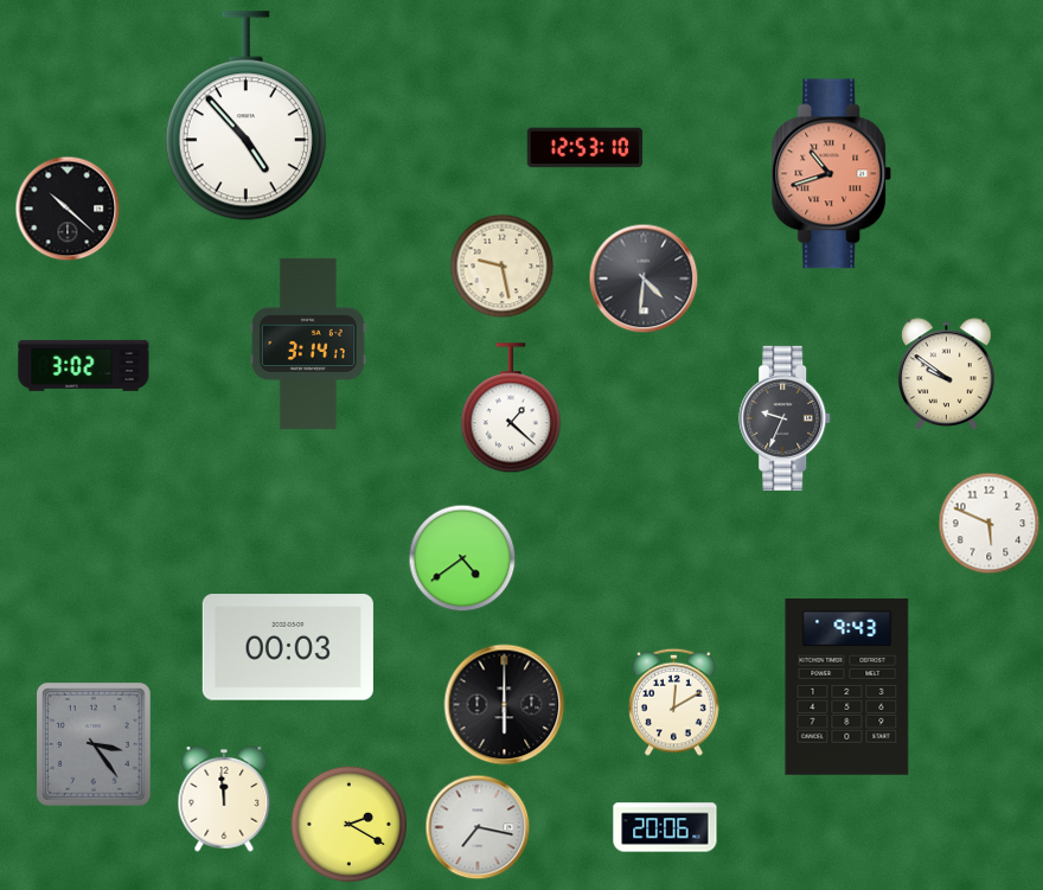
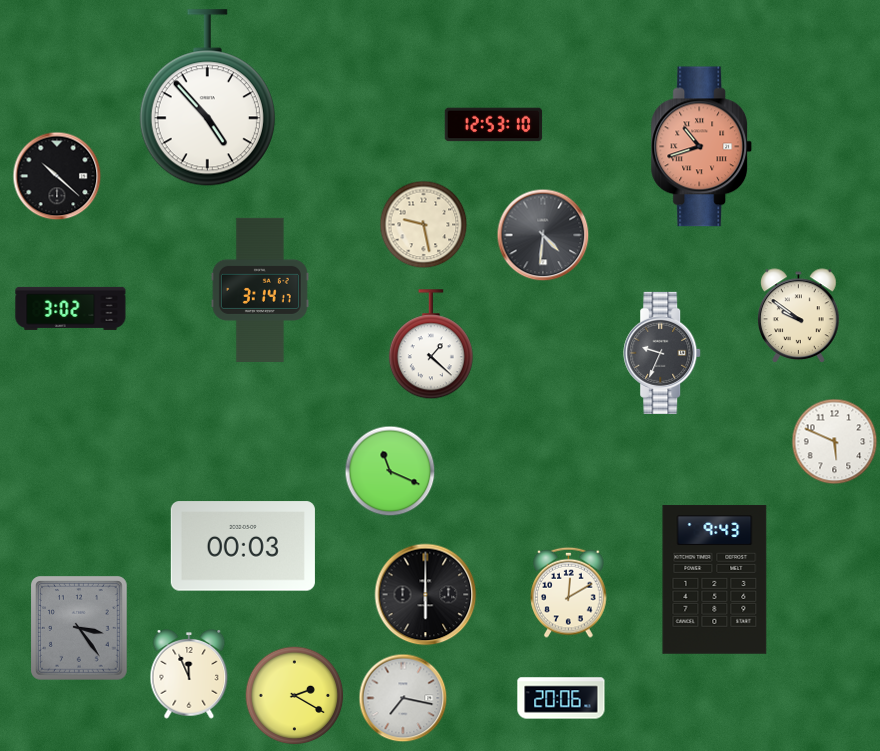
clock at (462, 558): 4:39 -> 11:19
clock at (224, 800): 11:59 -> 11:56
